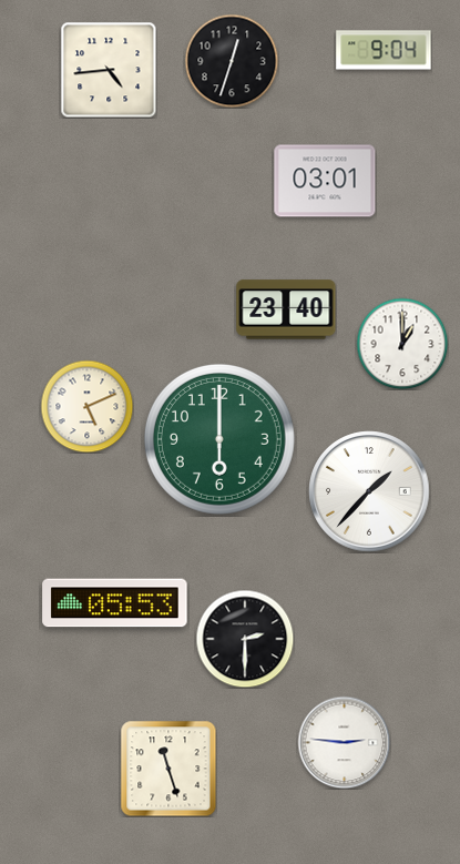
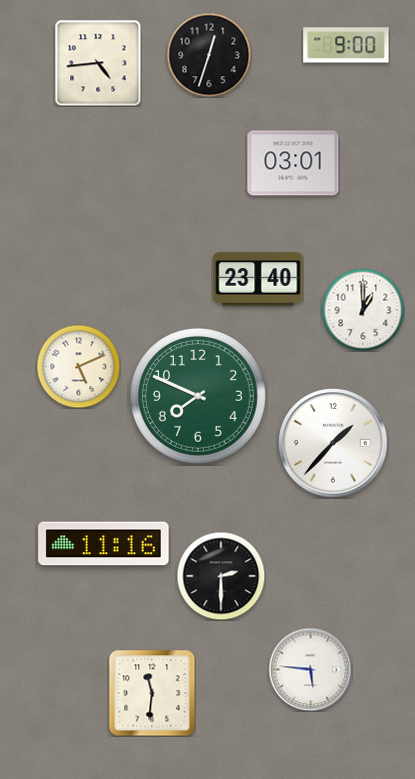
clock at (384, 50): 9:04 -> 9:00
clock at (219, 439): 6:00 -> 7:49
clock at (115, 603): 05:53 -> 11:16
clock at (344, 742): 2:46 -> 5:46
clock at (168, 769): 11:27 -> 11:31
